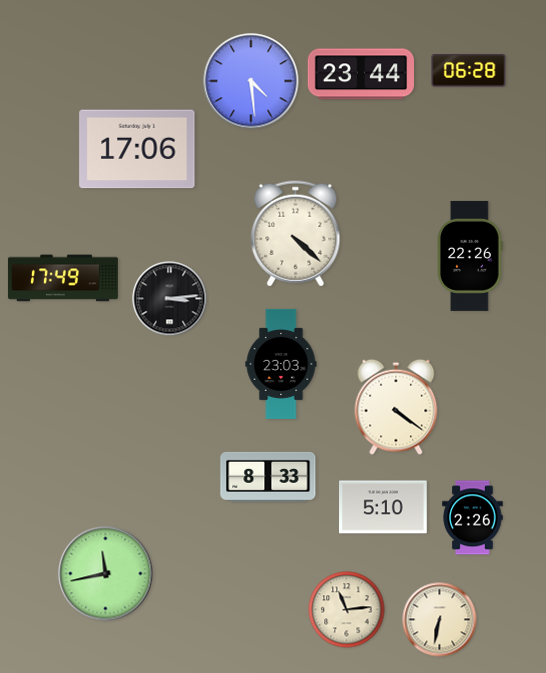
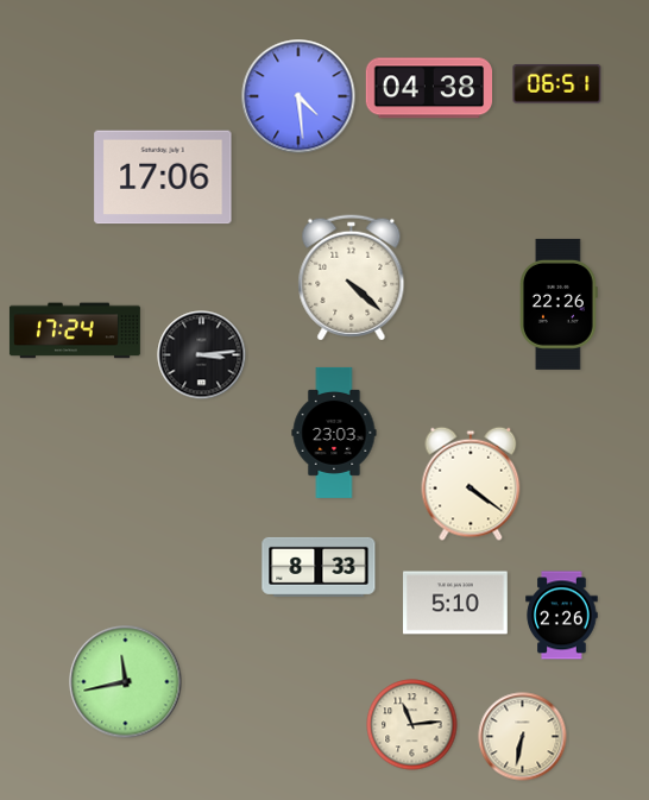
clock at (469, 71): 06:28 -> 06:51
clock at (360, 74): 23:44 -> 04:38
clock at (63, 278): 17:49 -> 17:24
